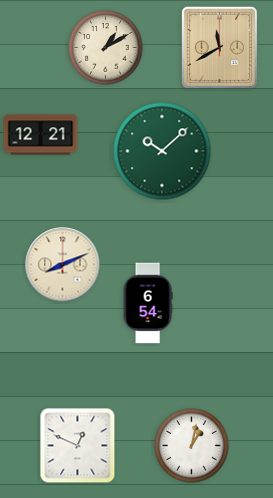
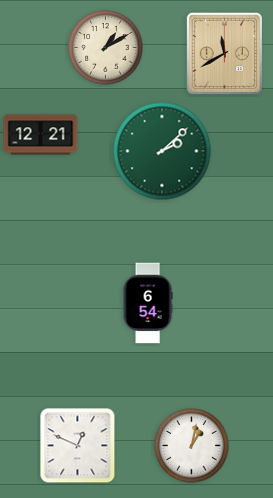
clock at (219, 47) position: (219, 47) -> (224, 53)
clock at (162, 151): 10:08 -> 2:08
clock at (63, 265): 8:11 -> none
